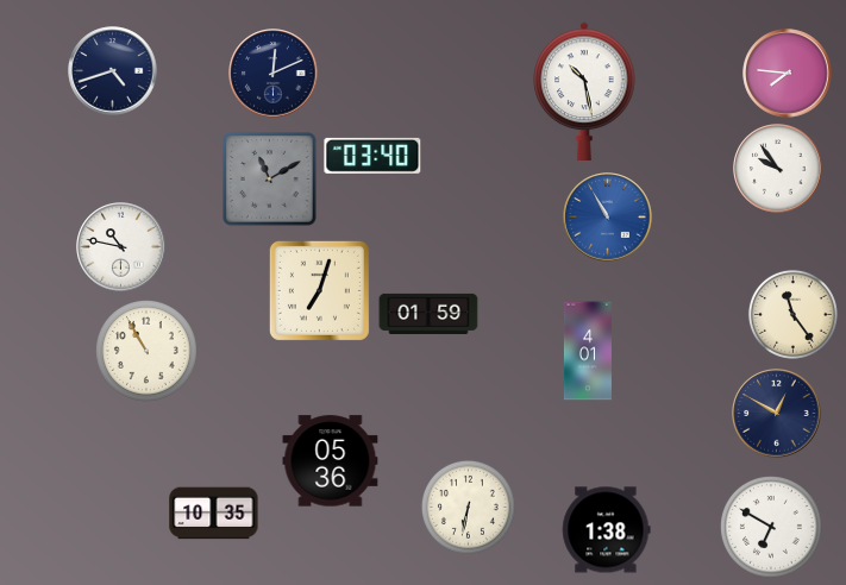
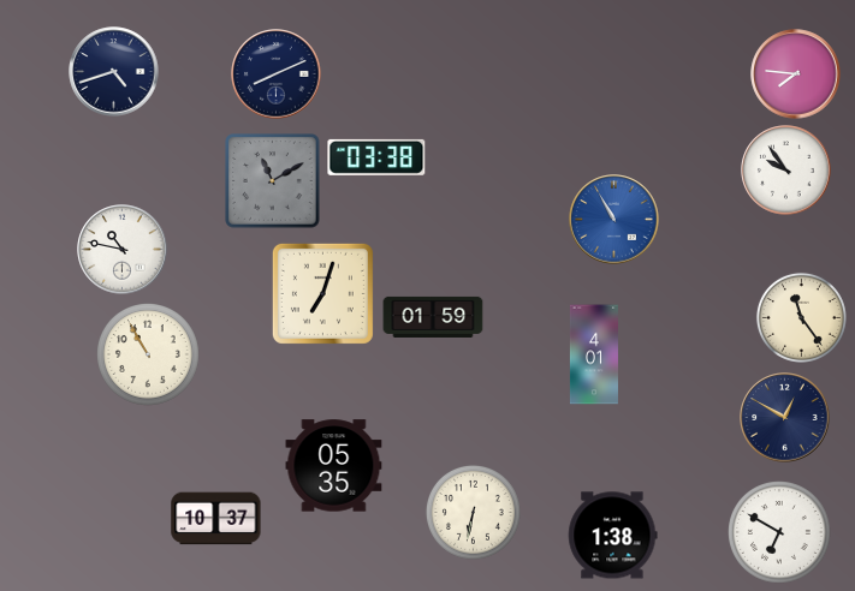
clock at (274, 74): 12:11 -> 8:11
clock at (584, 92): 10:28 -> none
clock at (372, 156): 03:40 -> 03:38
clock at (331, 461): 05:36 -> 05:35
clock at (214, 514): 10:35 -> 10:37
